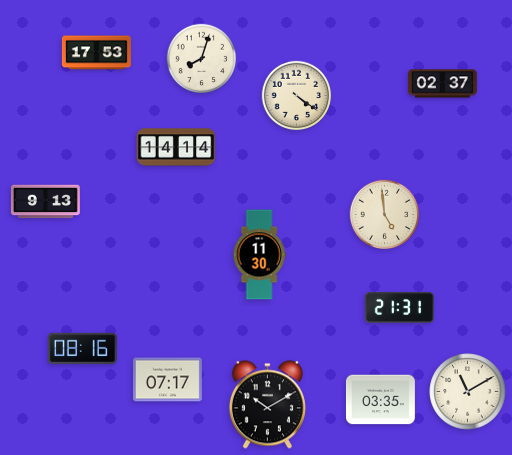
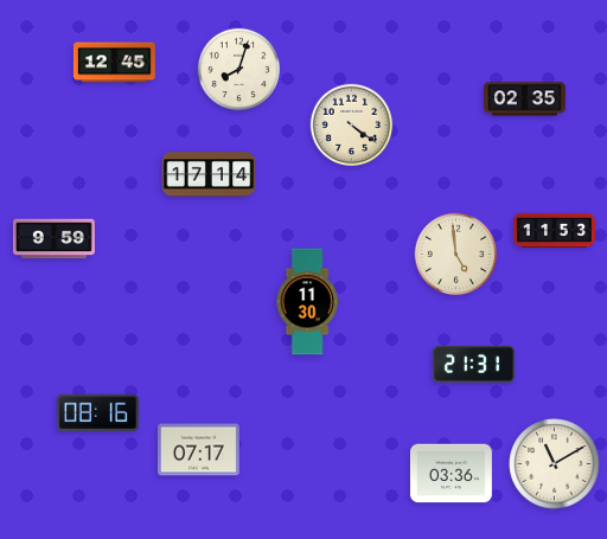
clock at (96, 53): 17:53 -> 12:45
clock at (442, 84): 02:37 -> 02:35
clock at (297, 96) position: (297, 96) -> (352, 126)
clock at (176, 147): 14:14 -> 17:14
clock at (554, 230): none -> 11:53
clock at (45, 202): 9:13 -> 9:59
clock at (380, 400): 03:35 -> 03:36
clock at (267, 405): 10:10 -> none
